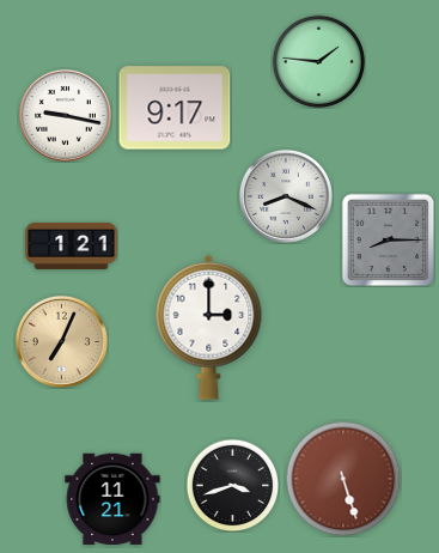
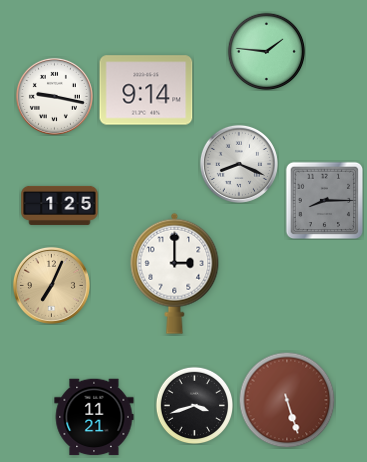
clock at (175, 108): 9:17 -> 9:14
clock at (72, 245): 1:21 -> 1:25
